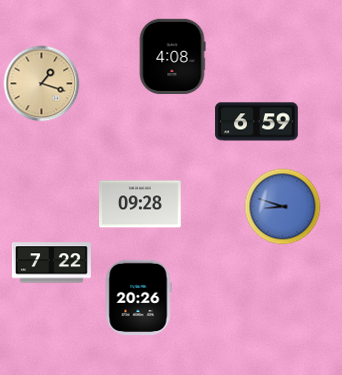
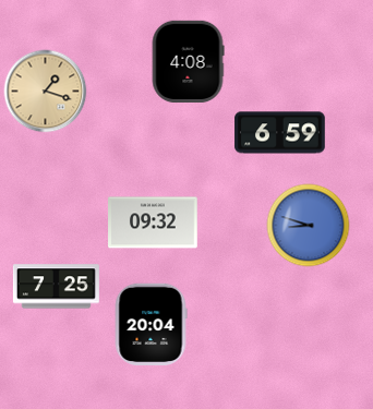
clock at (140, 204): 09:28 -> 09:32
clock at (51, 263): 7:22 -> 7:25
clock at (138, 297): 20:26 -> 20:04
